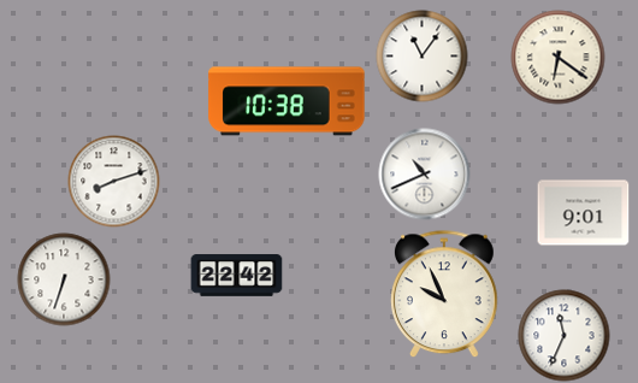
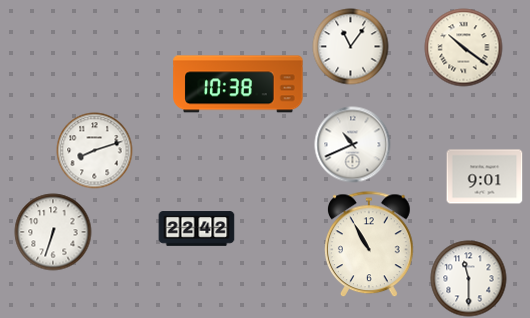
clock at (559, 58): 6:21 -> 10:21
clock at (444, 295): 9:56 -> 10:55
clock at (565, 336): 11:34 -> 11:30
